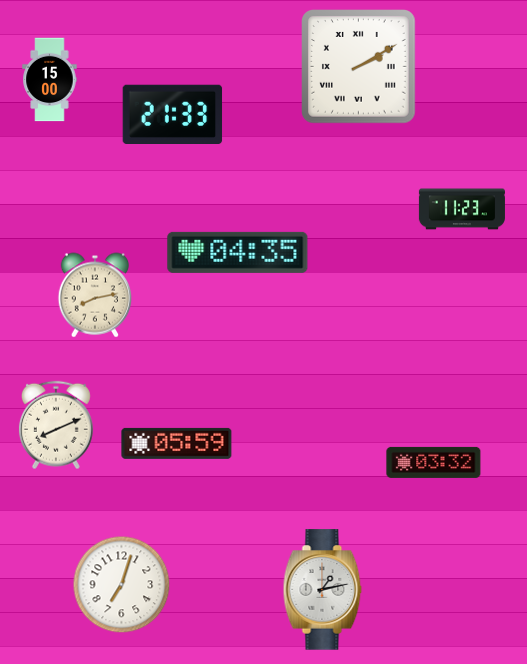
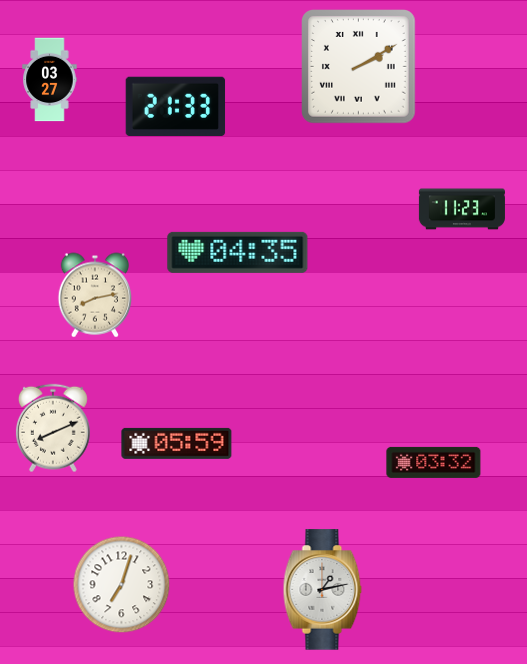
clock at (50, 80): 15:00 -> 03:27
clock at (173, 115) position: (173, 115) -> (176, 107)
clock at (56, 425) position: (56, 425) -> (53, 428)
